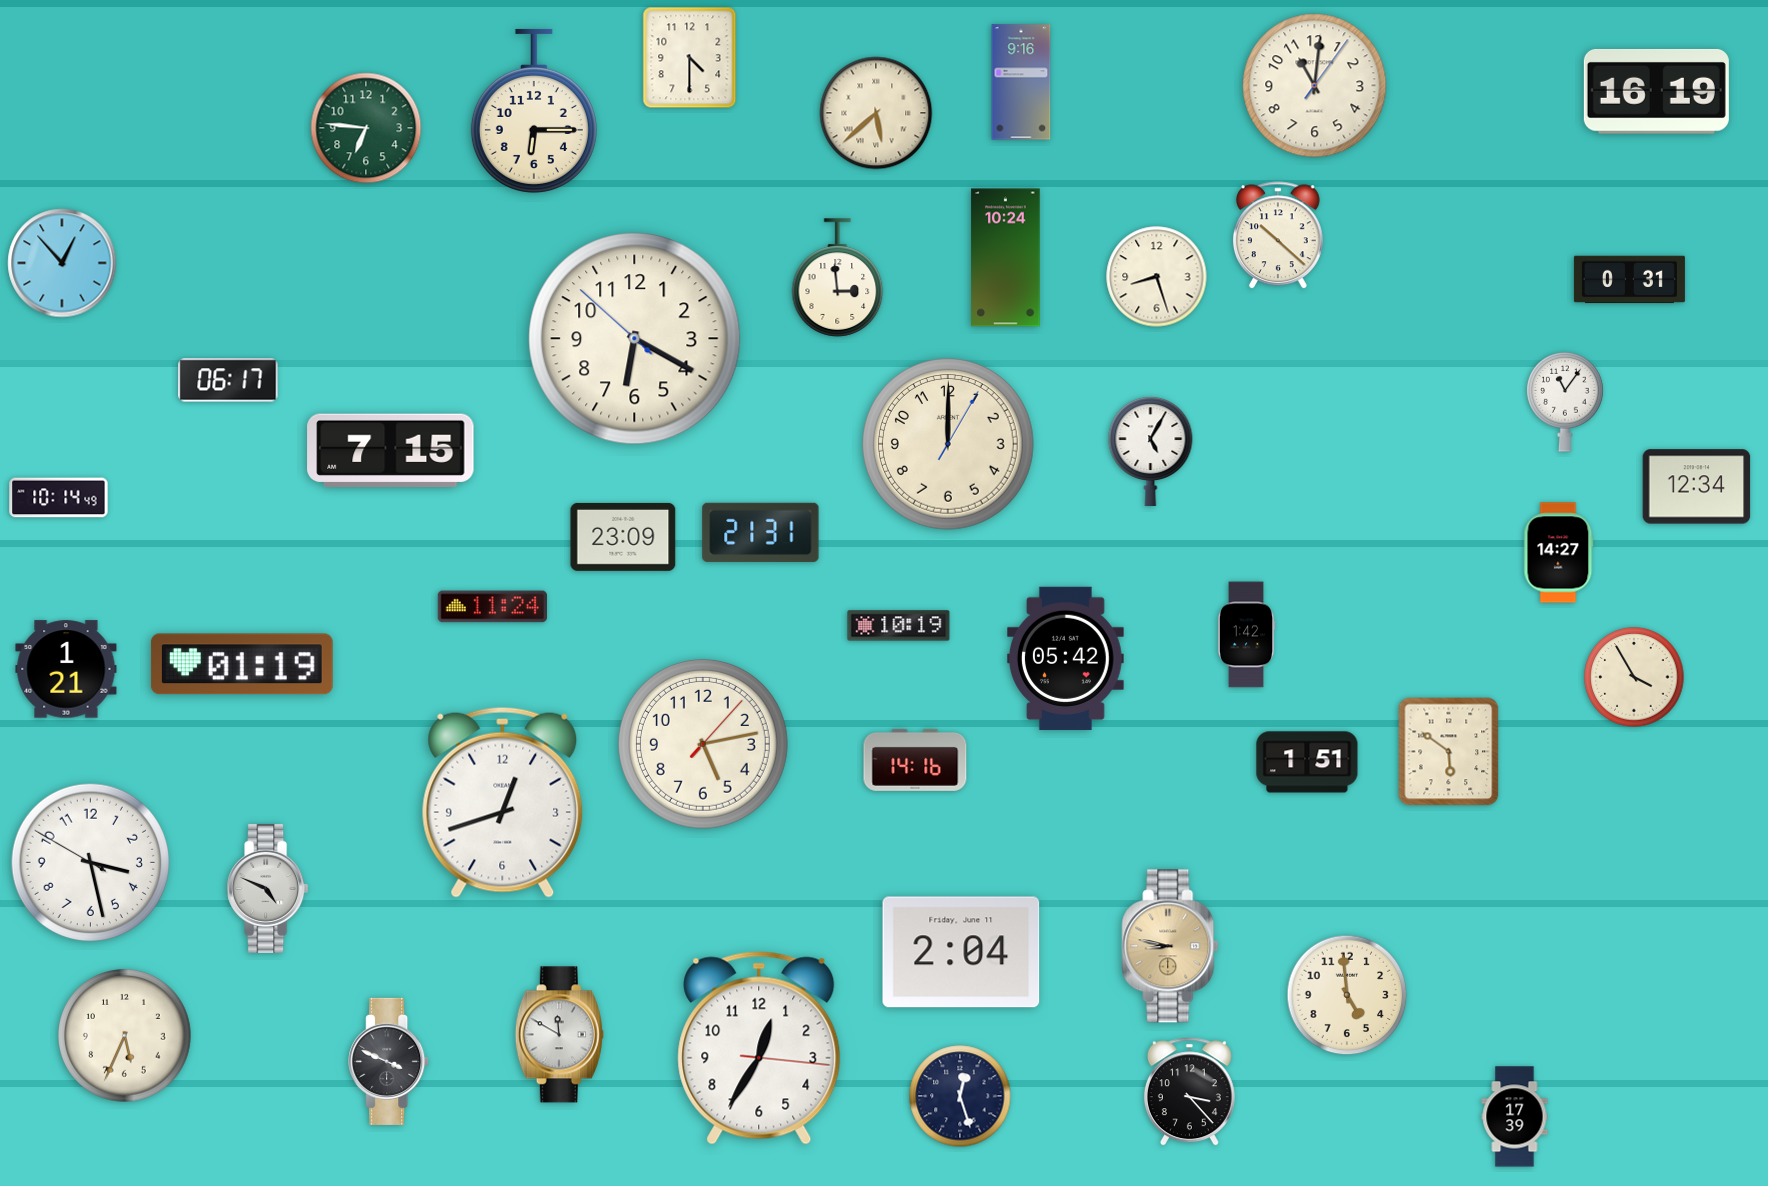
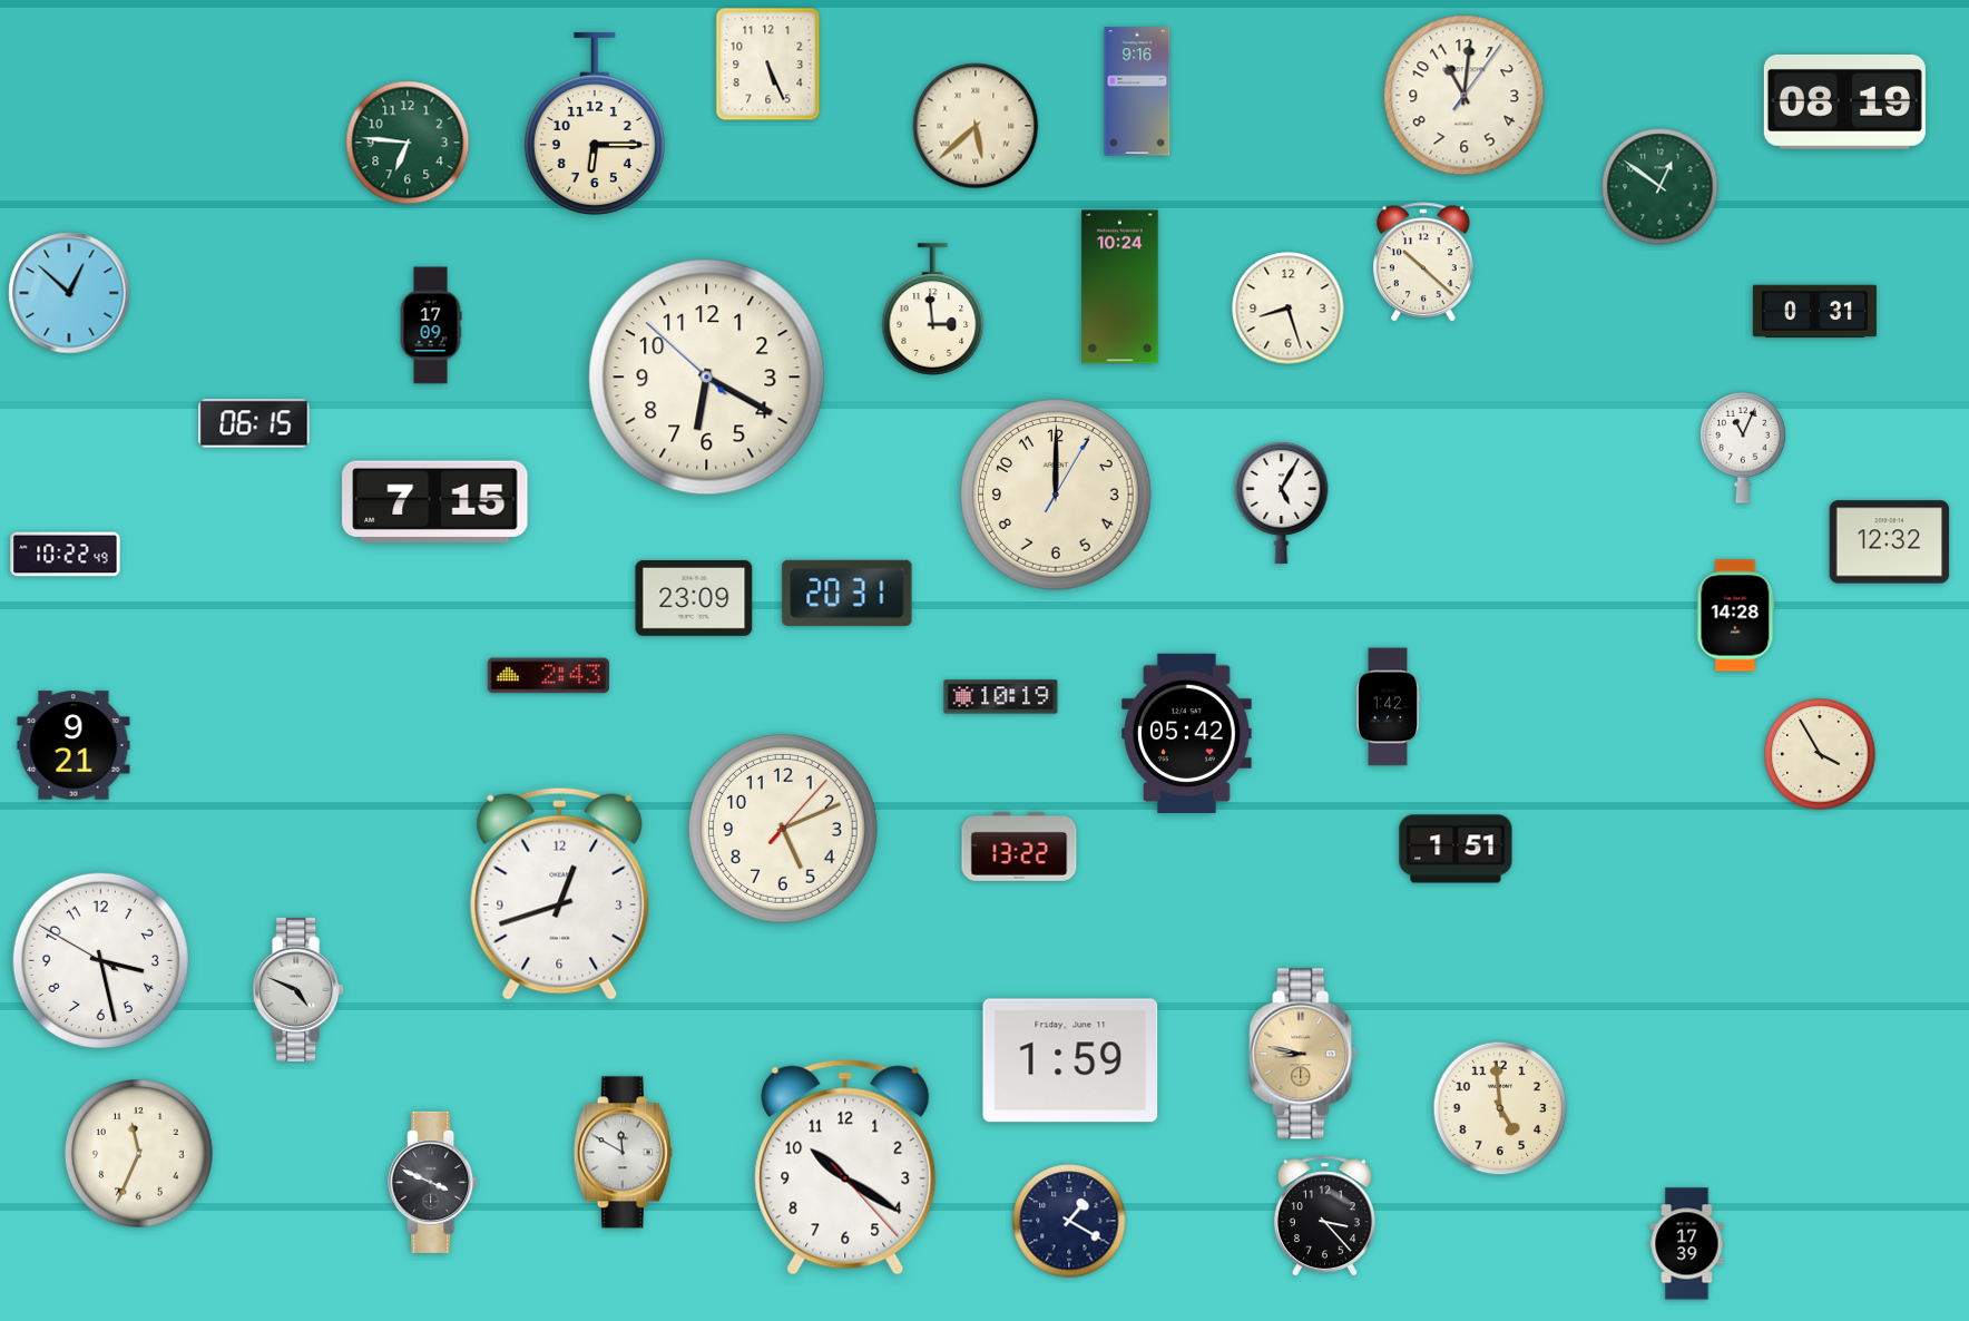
clock at (690, 58): 4:30 -> 5:26
clock at (1656, 91): 16:19 -> 08:19
clock at (1661, 187): none -> 12:51
clock at (62, 263): 12:53 -> 12:52
clock at (431, 325): none -> 17:09
clock at (228, 380): 06:17 -> 06:15
clock at (1565, 403): 11:06 -> 11:04
clock at (1697, 487): 12:34 -> 12:32
clock at (59, 498): 10:14 -> 10:22
clock at (761, 532): 21:31 -> 20:31
clock at (1559, 553): 14:27 -> 14:28
clock at (492, 607): 11:24 -> 2:43
clock at (242, 664): 01:19 -> none
clock at (66, 669): 1:21 -> 9:21
clock at (703, 744): 5:13 -> 5:11
clock at (1449, 752): 5:51 -> none
clock at (915, 760): 14:16 -> 13:22
clock at (961, 952): 2:04 -> 1:59
clock at (125, 1036): 5:34 -> 11:34
clock at (759, 1048): 12:35 -> 10:20
clock at (960, 1096): 12:27 -> 1:20
